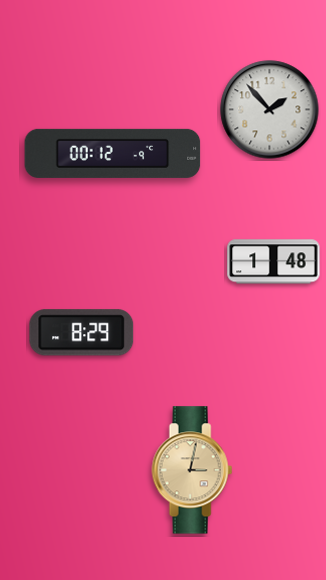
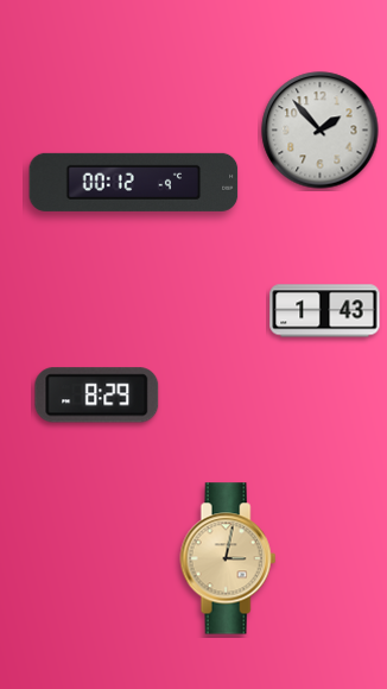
clock at (274, 262): 1:48 -> 1:43
